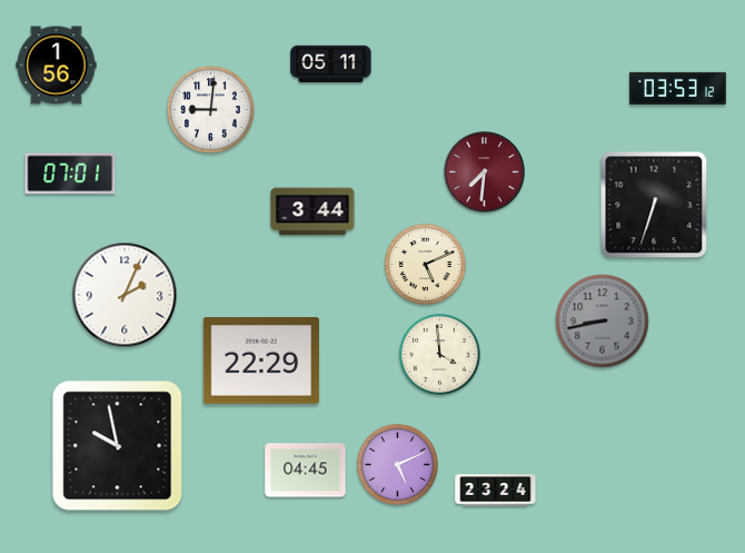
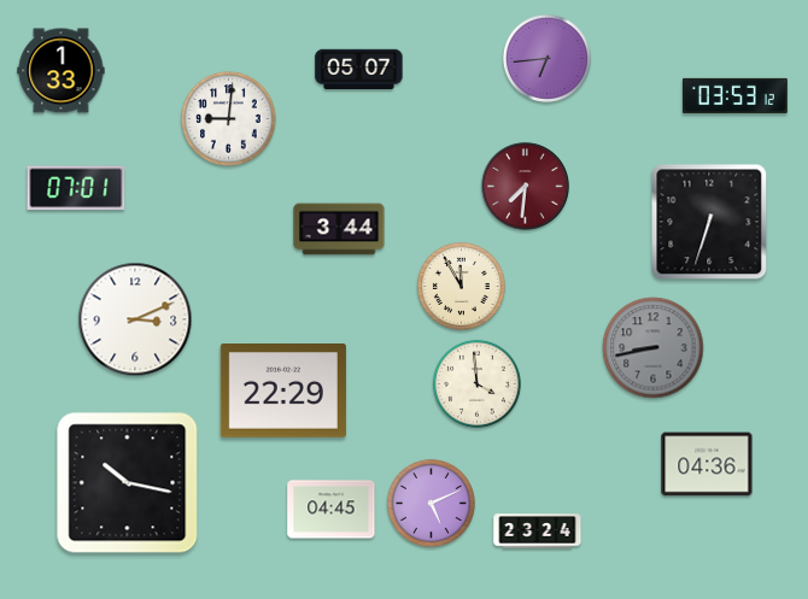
clock at (546, 58): none -> 6:44
clock at (331, 65): 05:11 -> 05:07
clock at (57, 66): 1:56 -> 1:33
clock at (425, 264): 5:11 -> 11:55
clock at (125, 295): 2:04 -> 3:11
clock at (707, 464): none -> 04:36
clock at (118, 446): 9:58 -> 10:17
